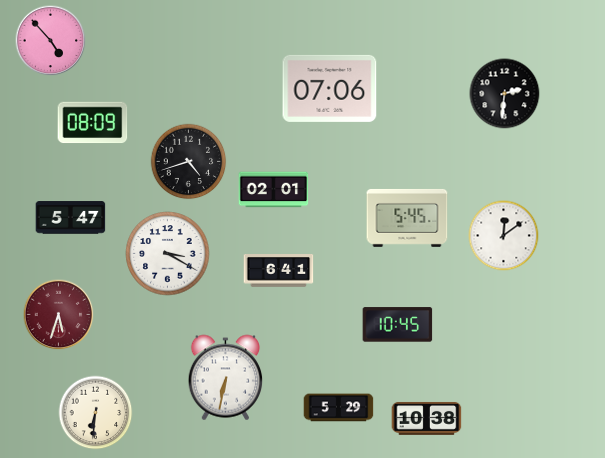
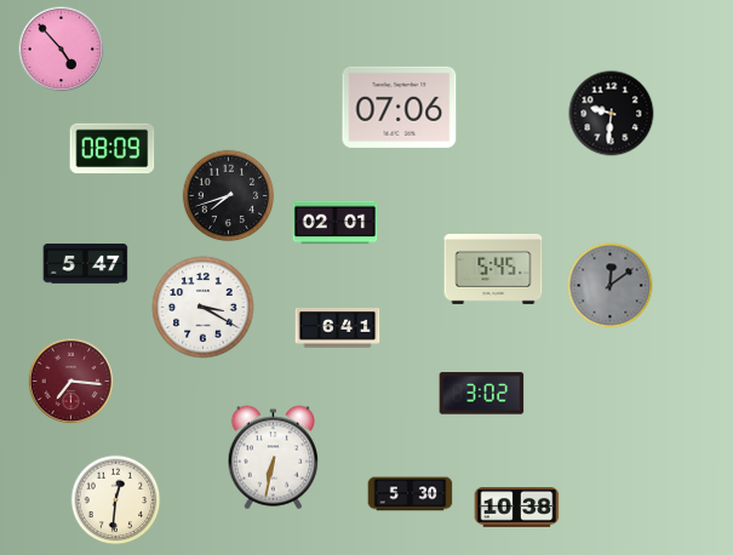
clock at (505, 94): 2:31 -> 9:31
clock at (189, 162): 4:42 -> 7:42
clock at (274, 190) position: (274, 190) -> (336, 223)
clock at (407, 218) position: (407, 218) -> (493, 269)
clock at (504, 236) dial: white -> grey
clock at (59, 315): 5:33 -> 7:16
clock at (398, 325): 10:45 -> 3:02
clock at (339, 408): 5:29 -> 5:30
clock at (96, 413): 6:31 -> 12:31
